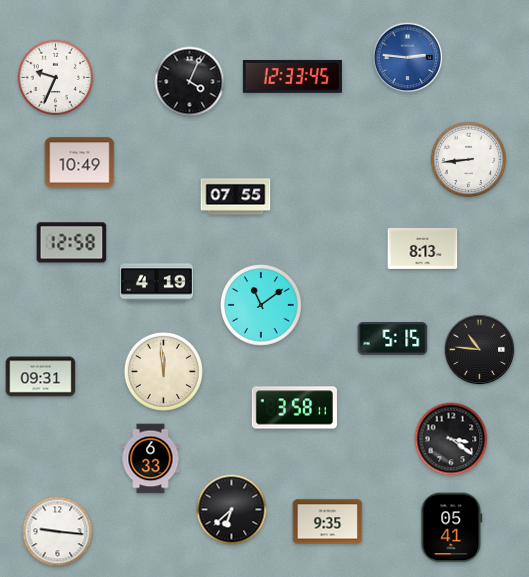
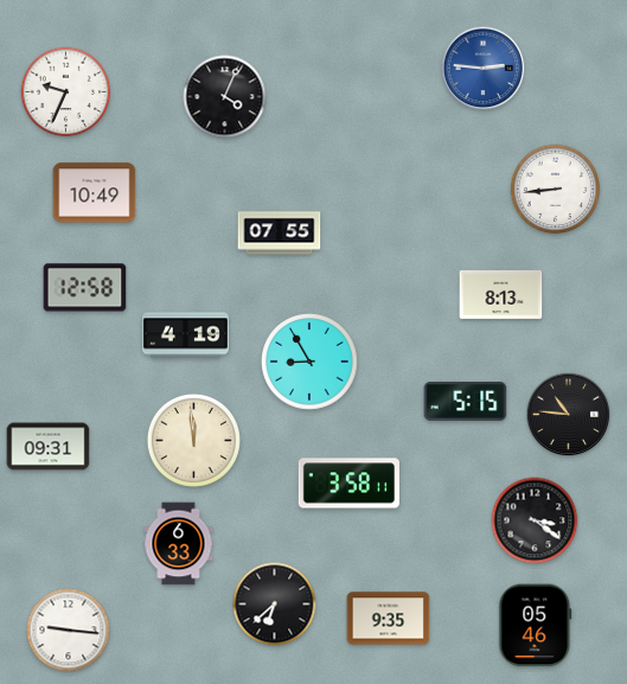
clock at (292, 76): 12:33 -> none
clock at (262, 306): 11:09 -> 8:55
clock at (452, 528): 05:41 -> 05:46
